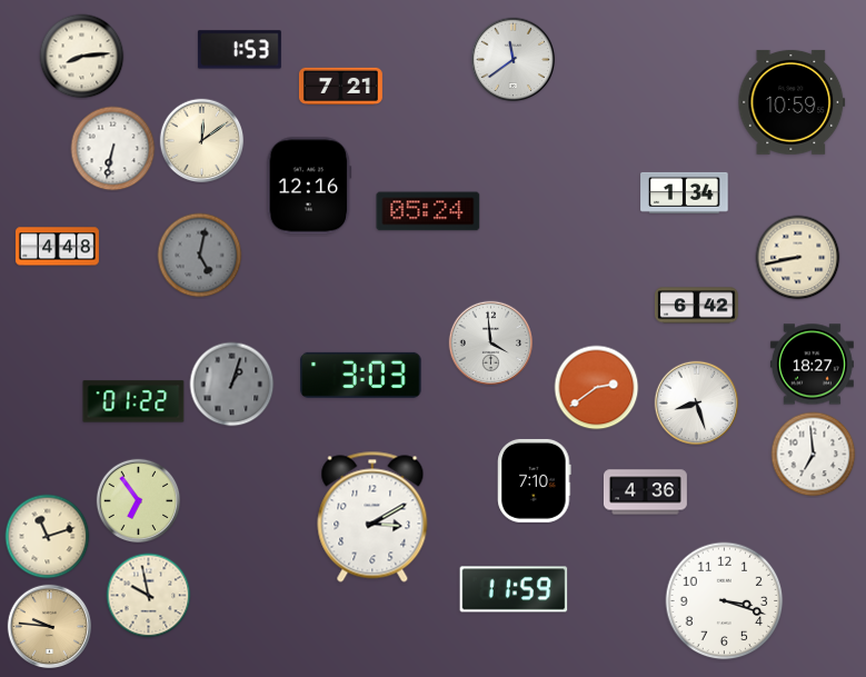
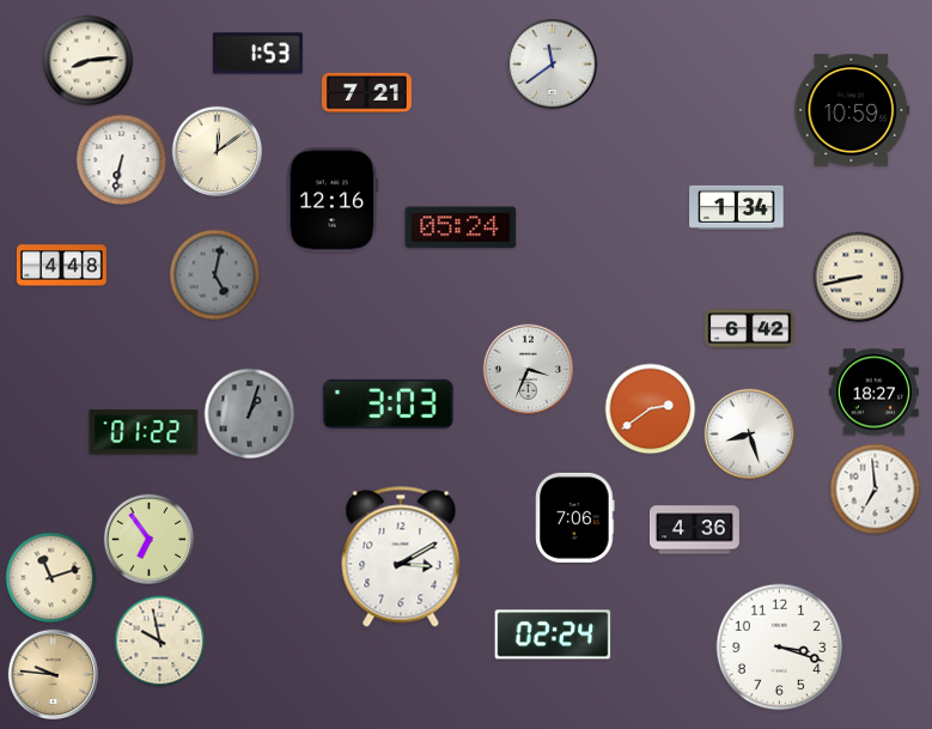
clock at (491, 344): 3:59 -> 3:34
clock at (597, 388) position: (597, 388) -> (651, 409)
clock at (535, 480): 7:10 -> 7:06
clock at (514, 589): 11:59 -> 02:24
